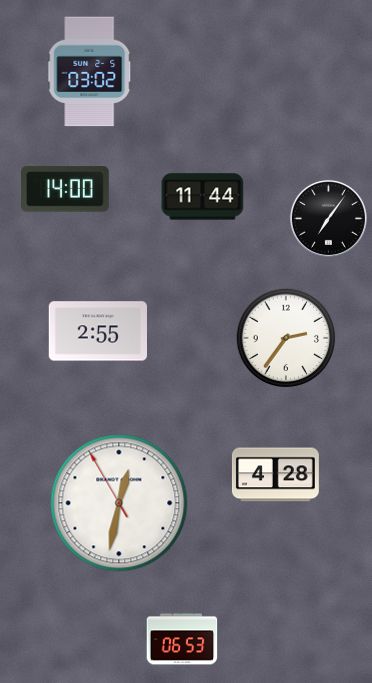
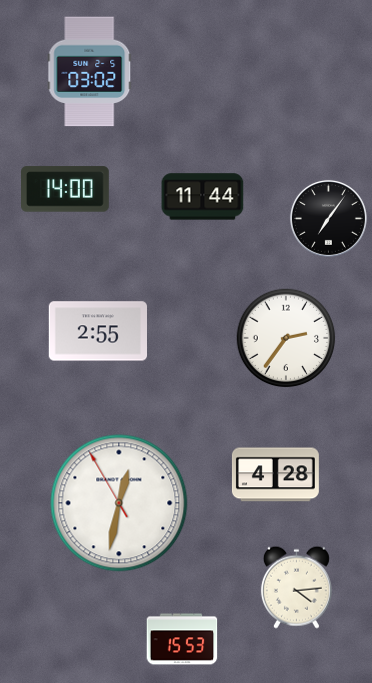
clock at (296, 587): none -> 4:14
clock at (182, 639): 06:53 -> 15:53
